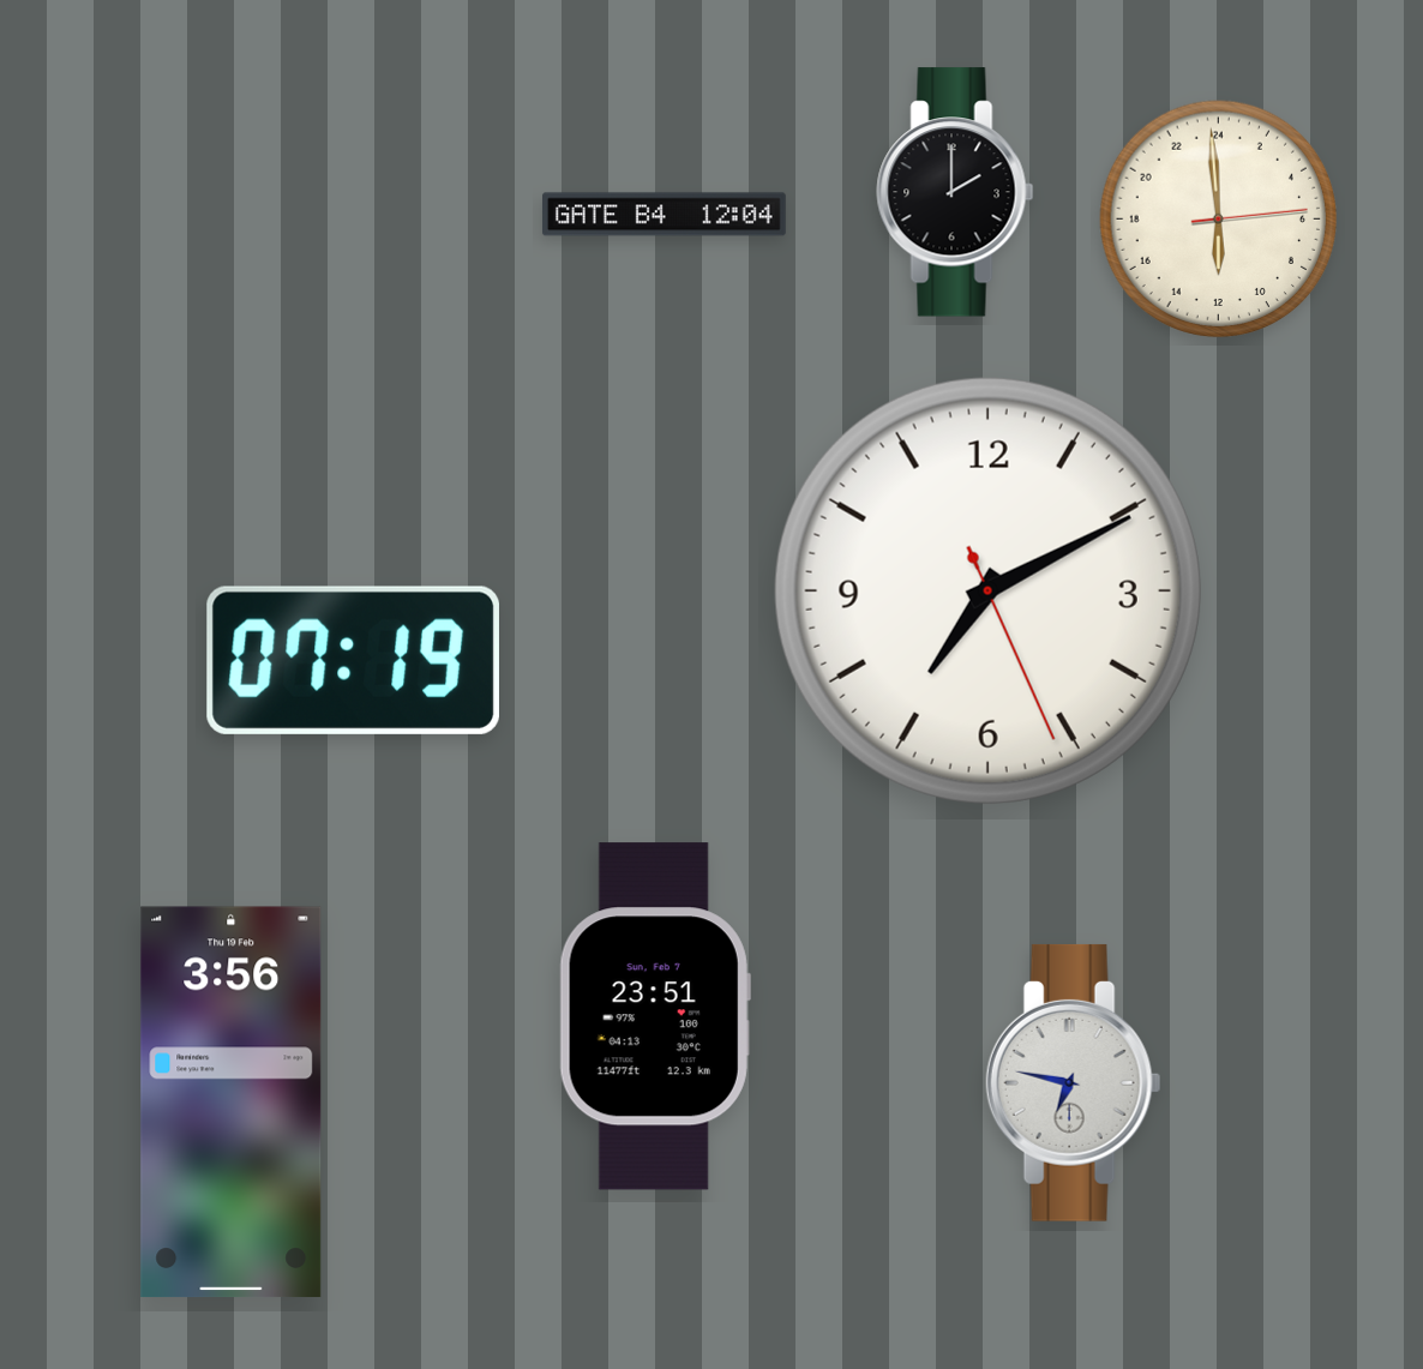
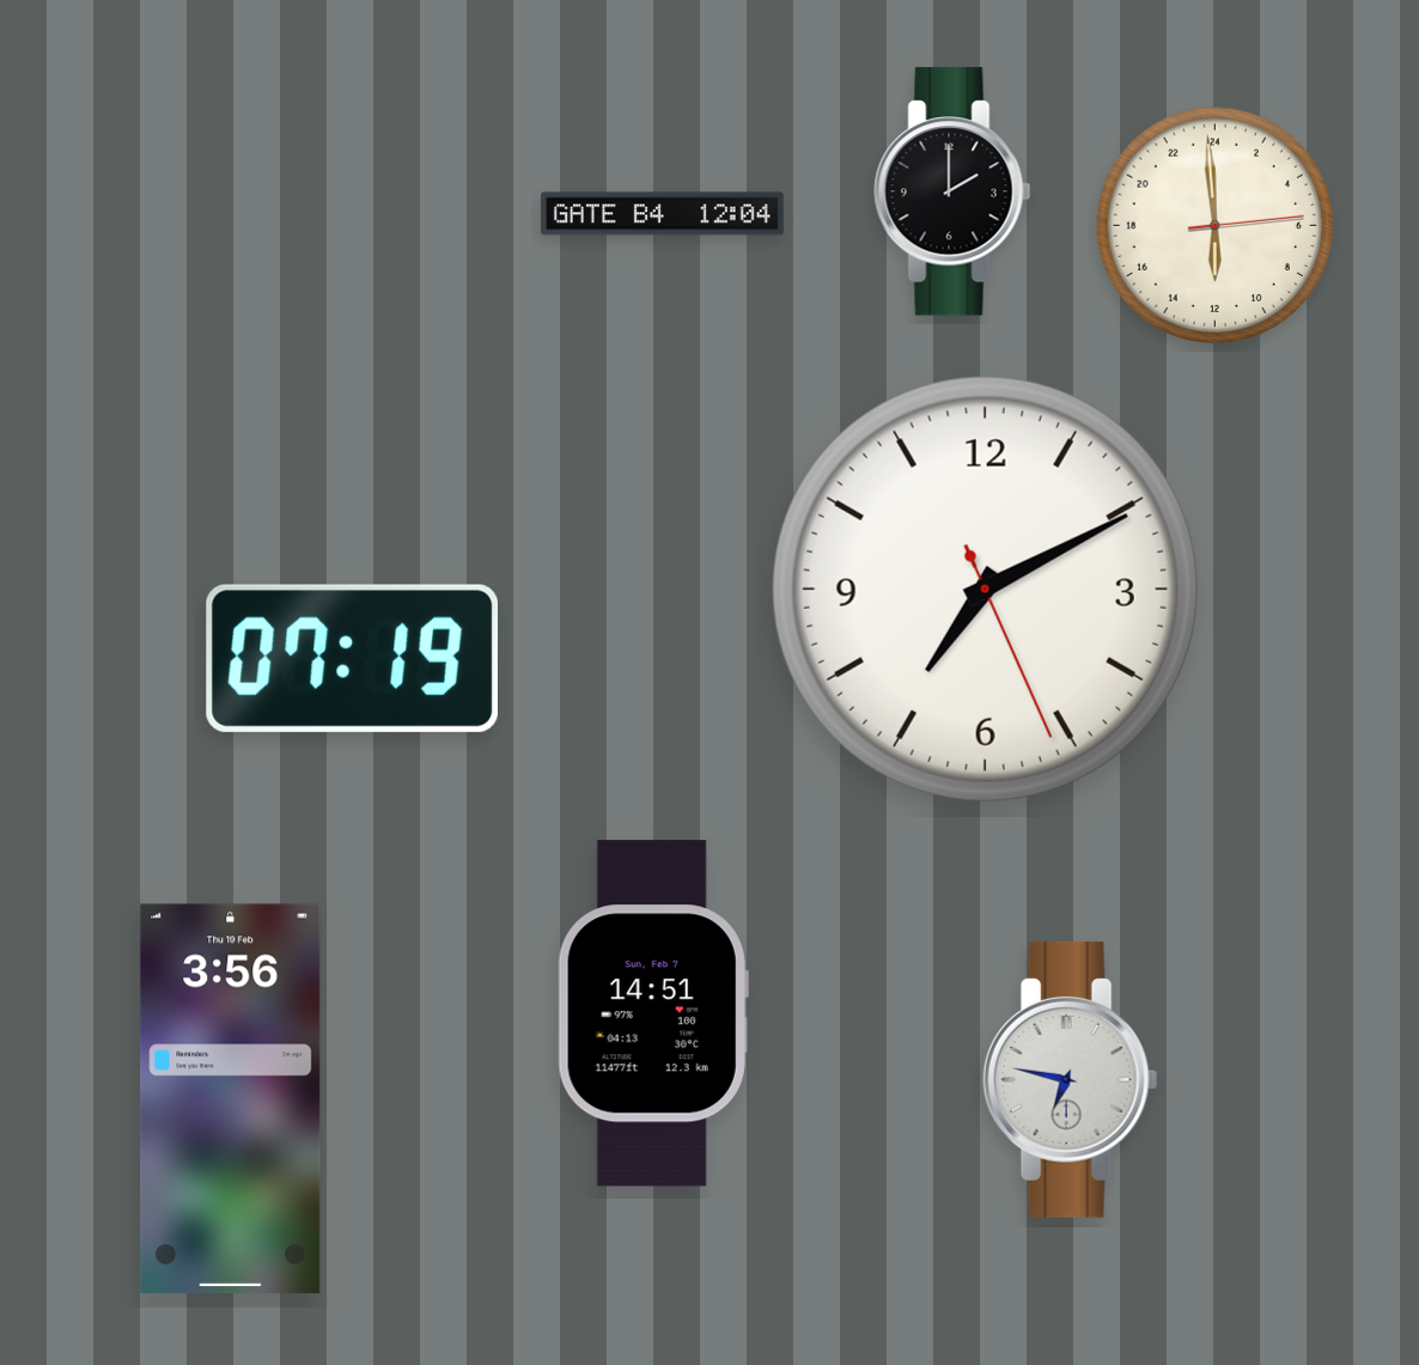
clock at (1219, 220) position: (1219, 220) -> (1216, 226)
clock at (655, 1016): 23:51 -> 14:51
